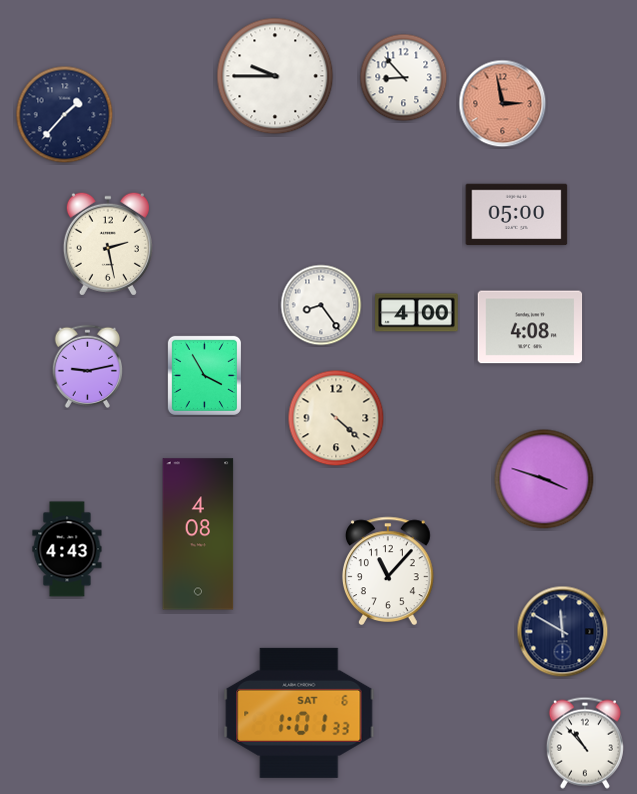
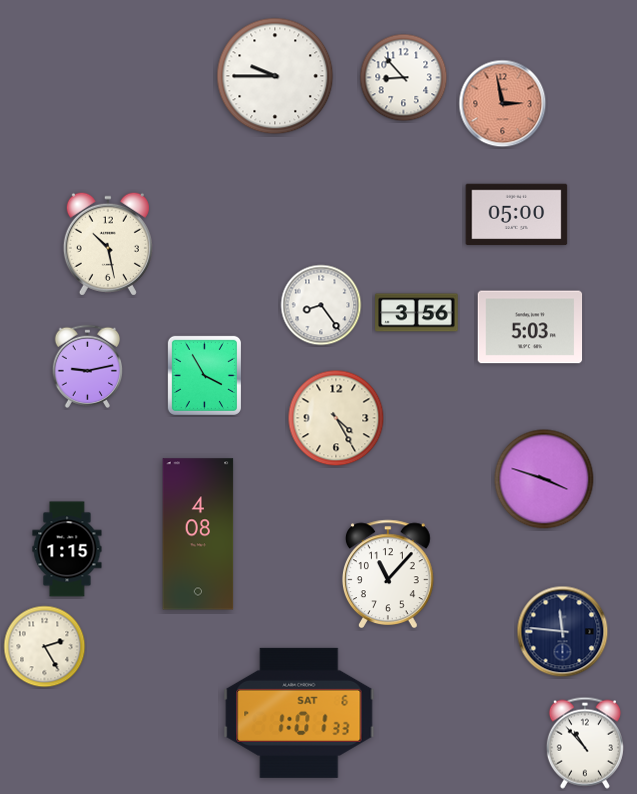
clock at (65, 115): 1:37 -> none
clock at (108, 244): 2:28 -> 10:28
clock at (417, 313): 4:00 -> 3:56
clock at (530, 327): 4:08 -> 5:03
clock at (336, 418): 4:22 -> 4:25
clock at (67, 549): 4:43 -> 1:15
clock at (388, 571) position: (388, 571) -> (388, 574)
clock at (563, 632): 11:50 -> 11:46
clock at (45, 647): none -> 2:25
